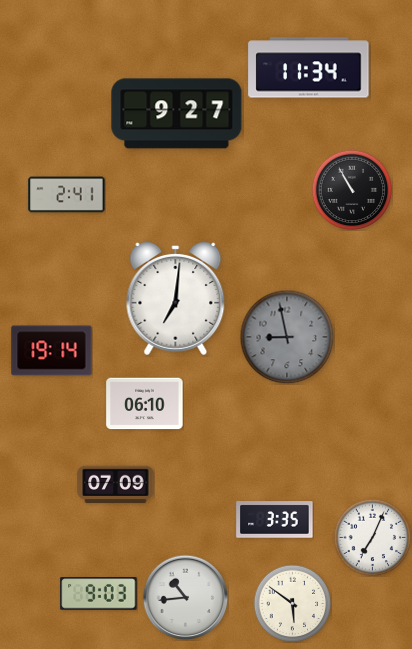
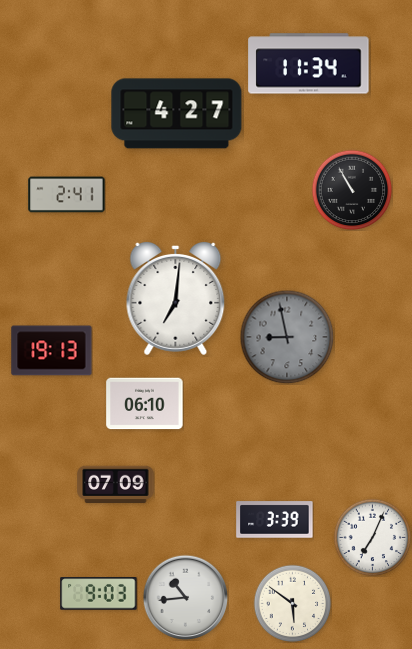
clock at (309, 68) position: (309, 68) -> (309, 64)
clock at (177, 114): 9:27 -> 4:27
clock at (52, 351): 19:14 -> 19:13
clock at (275, 520): 3:35 -> 3:39
